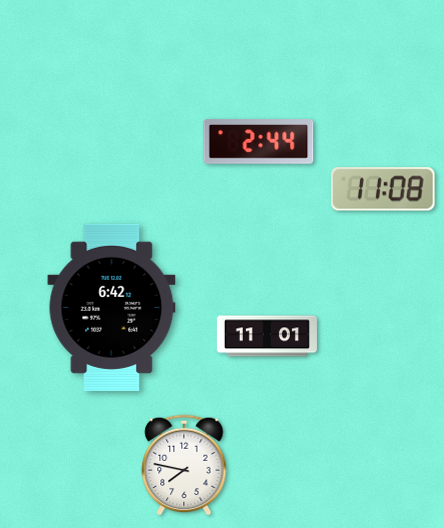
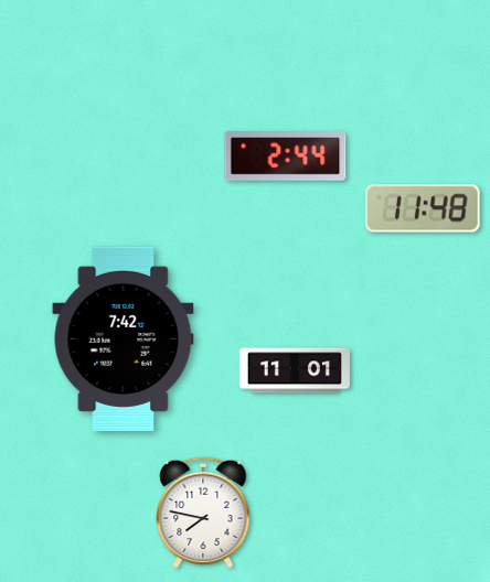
clock at (383, 189): 11:08 -> 11:48
clock at (112, 307): 6:42 -> 7:42
